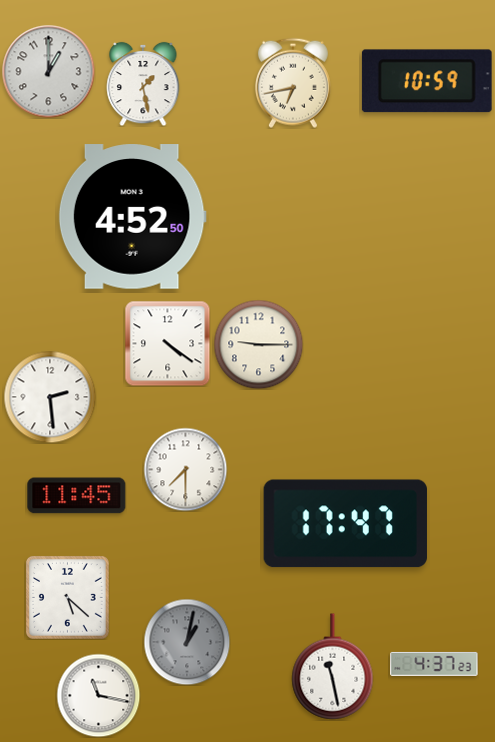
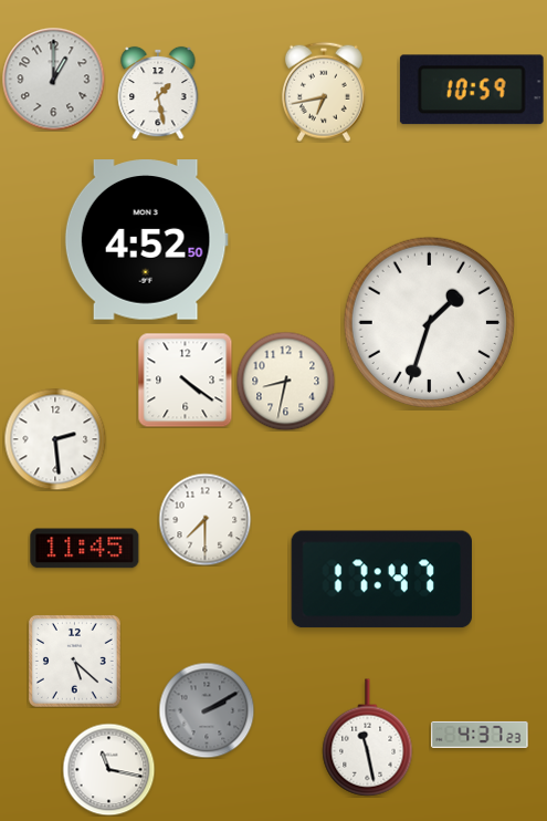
clock at (429, 322): none -> 1:33
clock at (258, 344): 9:15 -> 8:32
clock at (187, 642): 1:02 -> 2:10
